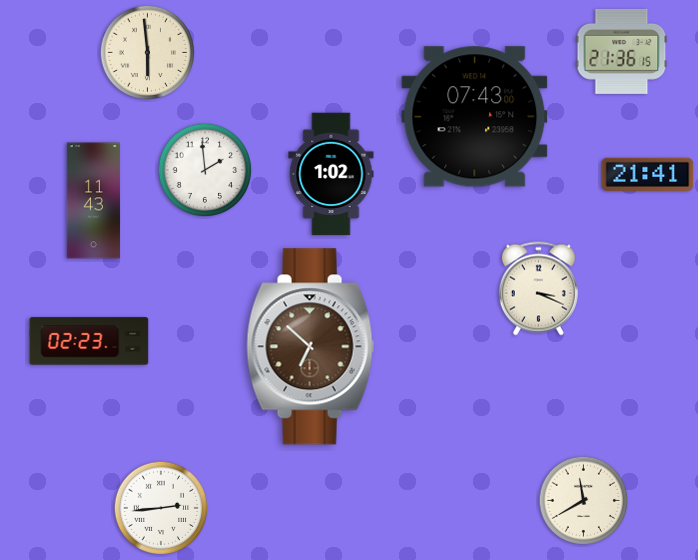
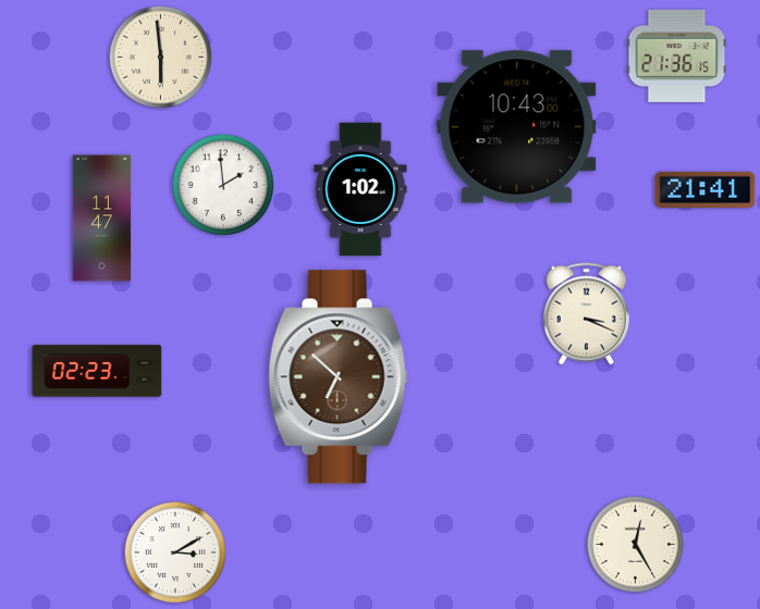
clock at (475, 117): 07:43 -> 10:43
clock at (94, 201): 11:43 -> 11:47
clock at (584, 501): 11:40 -> 12:25
clock at (161, 508): 2:44 -> 3:10
